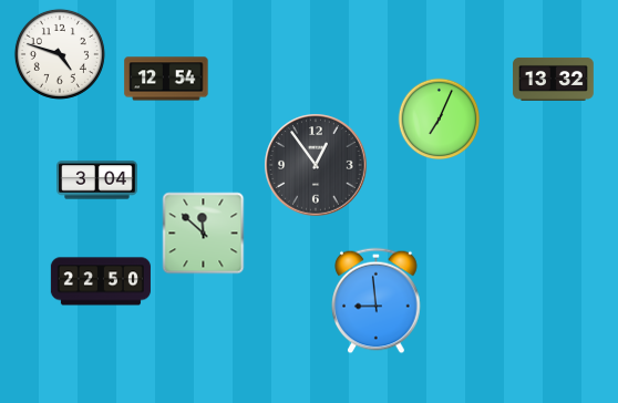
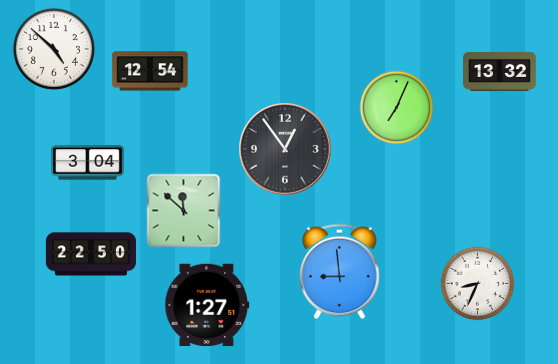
clock at (60, 54): 4:48 -> 4:52
clock at (478, 284): none -> 8:34
clock at (207, 305): none -> 1:27
